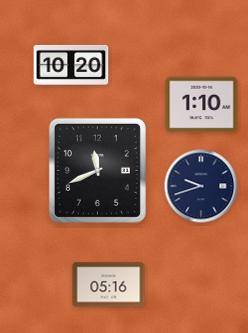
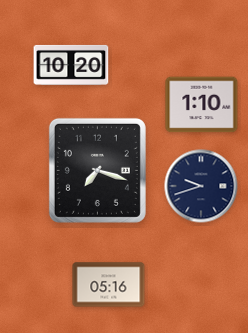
clock at (97, 170): 11:41 -> 7:18
